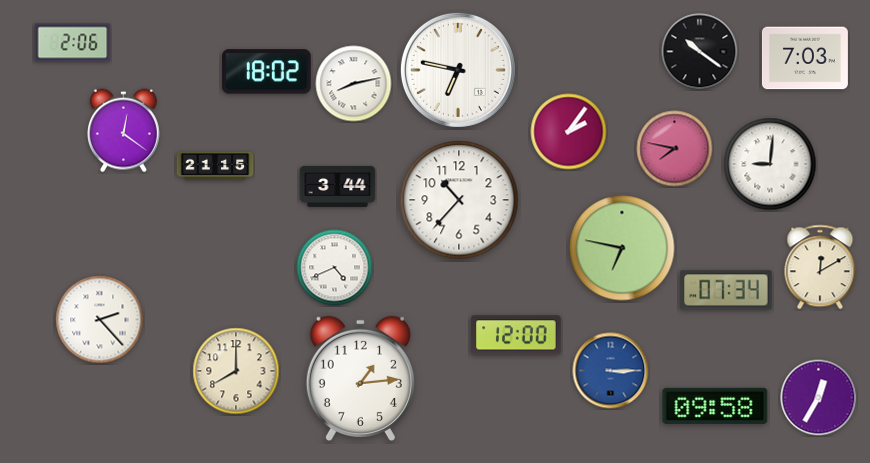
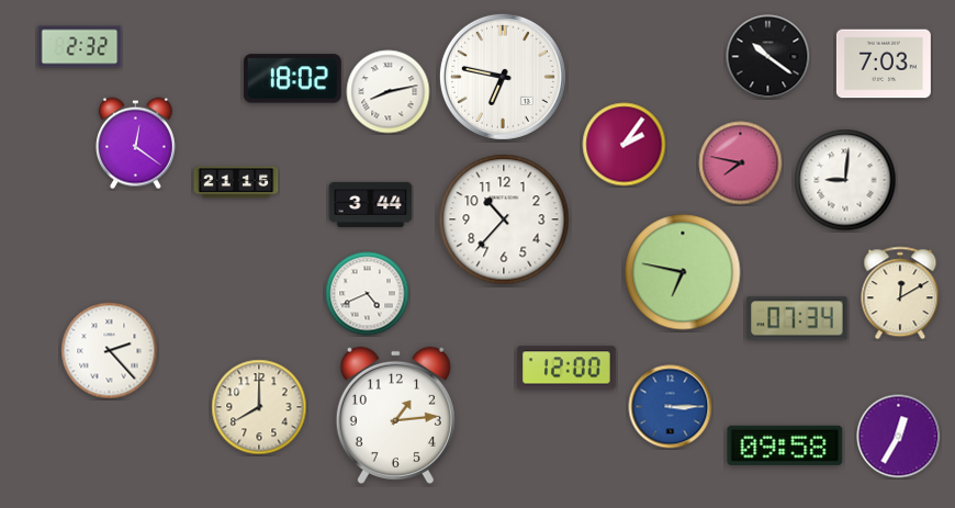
clock at (73, 43): 2:06 -> 2:32
